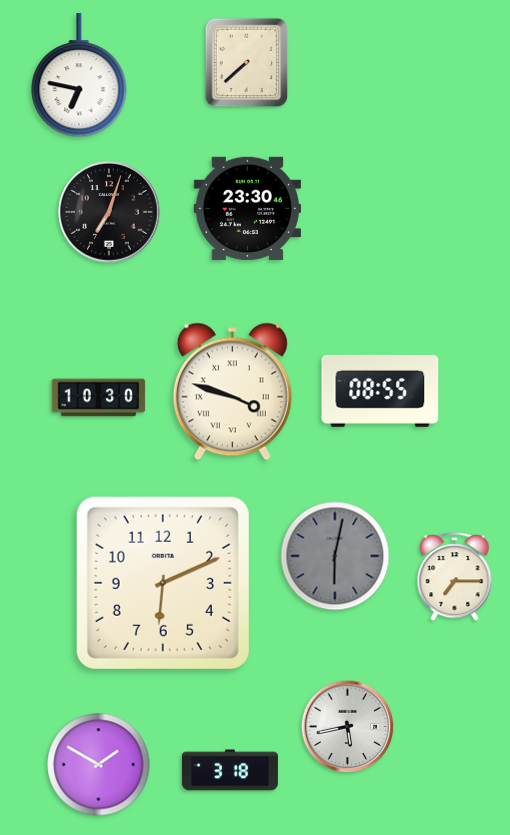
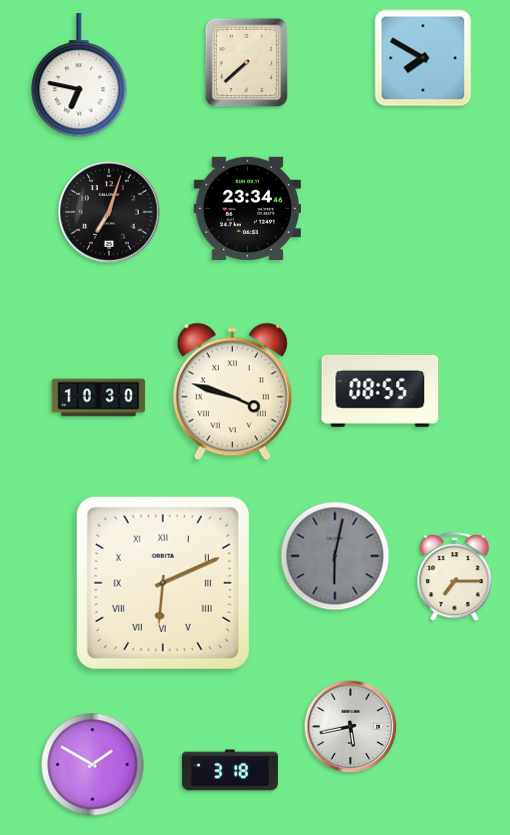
clock at (423, 58): none -> 7:50
clock at (247, 208): 23:30 -> 23:34
clock at (163, 583) numerals: Arabic -> Roman
clock at (348, 727) position: (348, 727) -> (351, 727)
clock at (99, 765) position: (99, 765) -> (93, 765)
